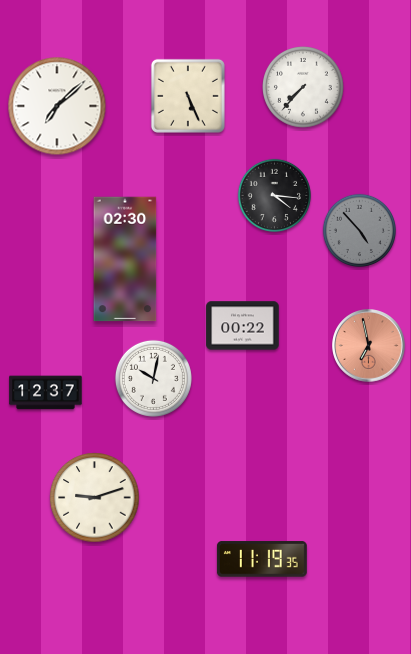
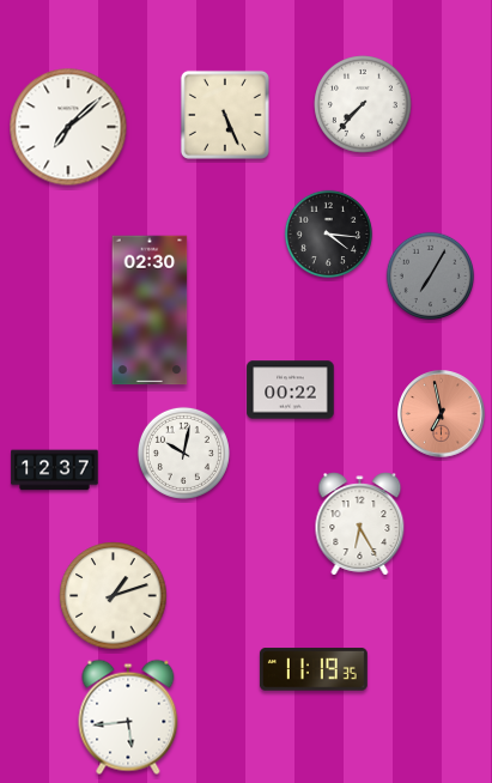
clock at (359, 230): 4:53 -> 7:05
clock at (360, 524): none -> 6:25
clock at (95, 498): 9:12 -> 1:12
clock at (128, 717): none -> 5:44
